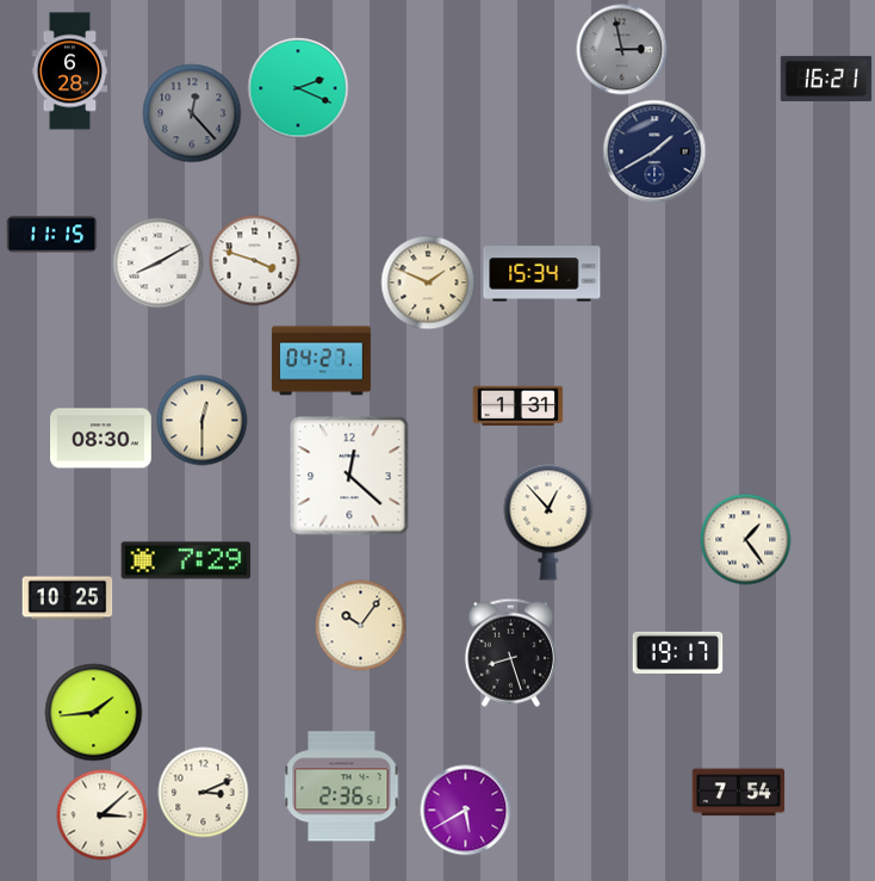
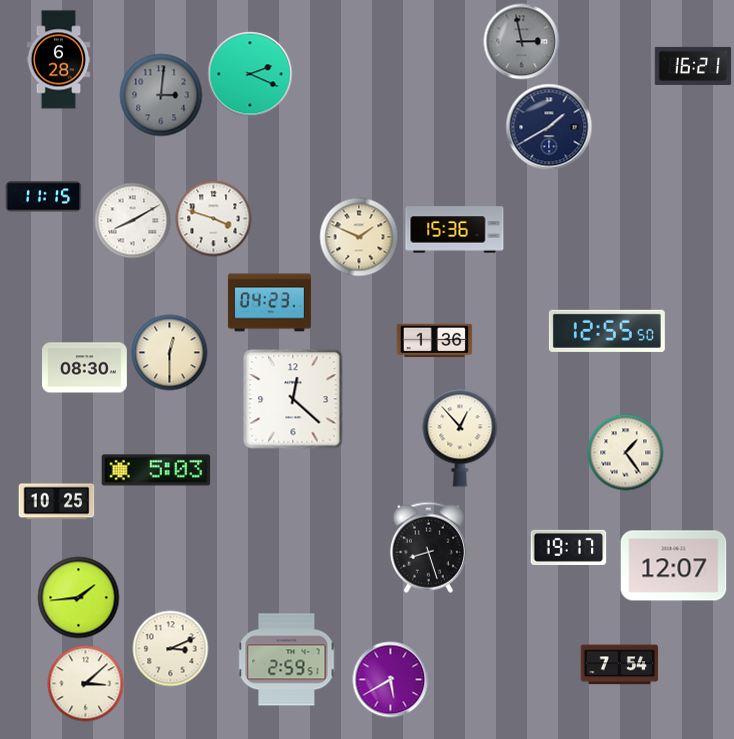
clock at (192, 113): 12:23 -> 3:01
clock at (542, 274): 15:34 -> 15:36
clock at (321, 361): 04:27 -> 04:23
clock at (607, 331): none -> 12:55
clock at (519, 407): 1:31 -> 1:36
clock at (186, 560): 7:29 -> 5:03
clock at (361, 626): 10:06 -> none
clock at (674, 566): none -> 12:07
clock at (342, 787): 2:36 -> 2:59
clock at (204, 793) position: (204, 793) -> (171, 649)
